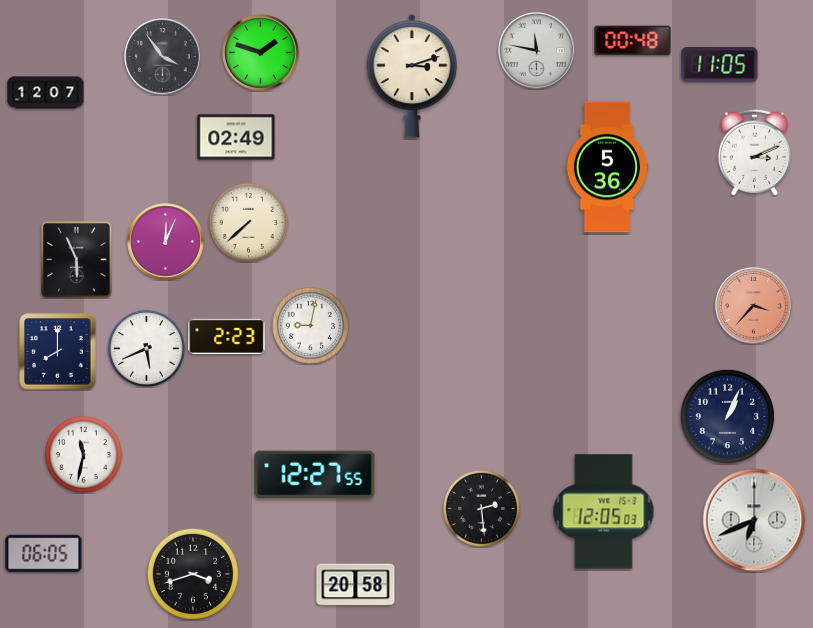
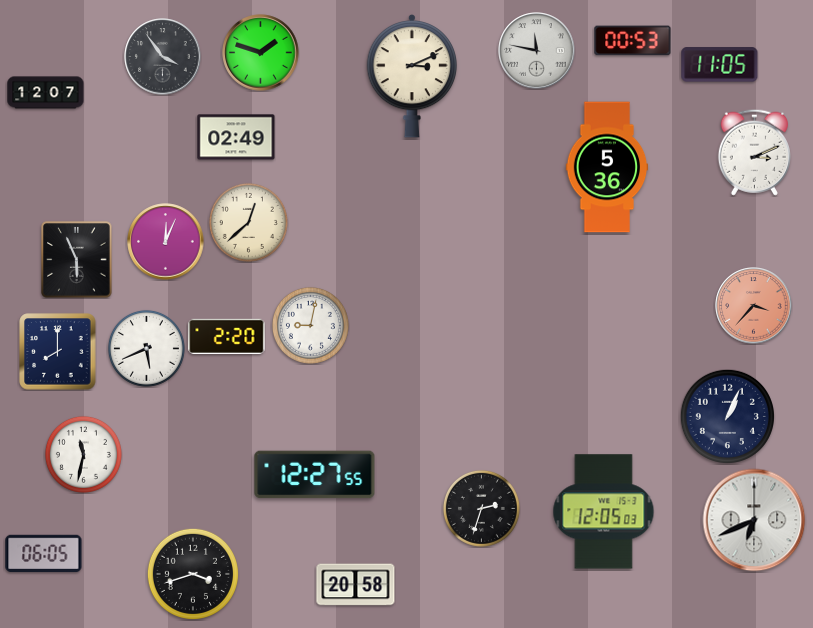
clock at (633, 41): 00:48 -> 00:53
clock at (411, 76): 3:12 -> 3:11
clock at (248, 222): 7:38 -> 12:38
clock at (227, 336): 2:23 -> 2:20
clock at (481, 508): 2:29 -> 2:33
